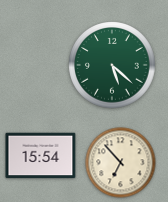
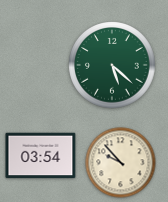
clock at (41, 156): 15:54 -> 03:54
clock at (121, 163): 6:53 -> 9:53
